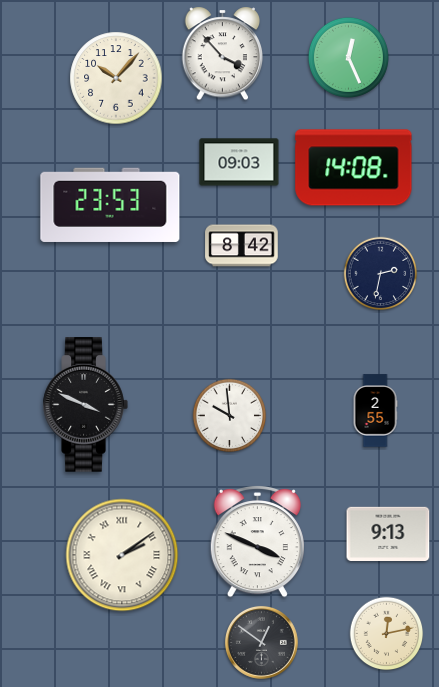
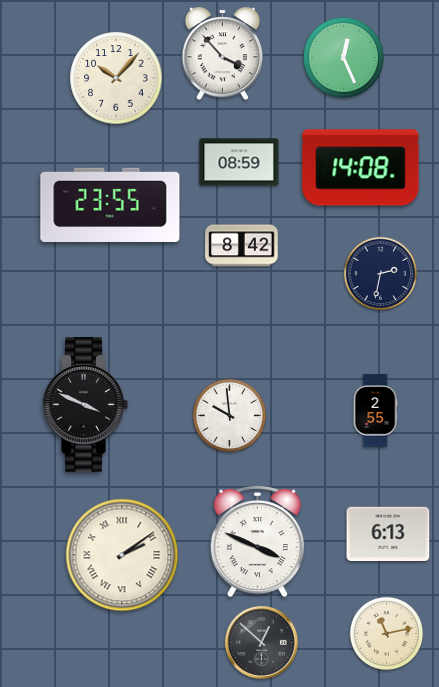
clock at (348, 57) position: (348, 57) -> (343, 57)
clock at (239, 162): 09:03 -> 08:59
clock at (354, 168) position: (354, 168) -> (361, 168)
clock at (110, 204): 23:53 -> 23:55
clock at (388, 533): 9:13 -> 6:13
clock at (387, 634): 12:13 -> 11:13
clock at (261, 642): 12:51 -> 12:52
